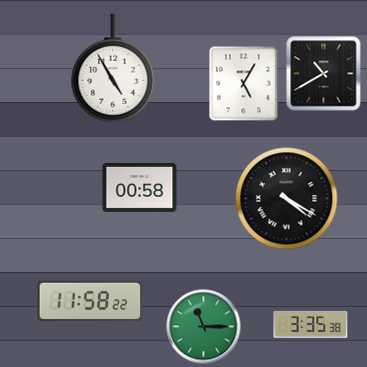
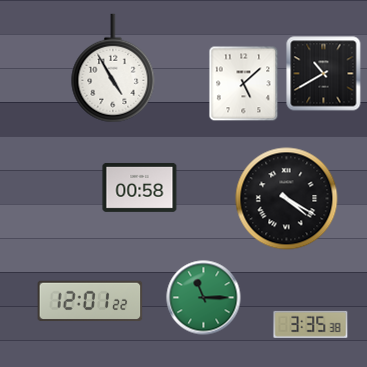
clock at (244, 84): 5:05 -> 5:08
clock at (90, 301): 11:58 -> 12:01
clock at (204, 327) position: (204, 327) -> (204, 298)
